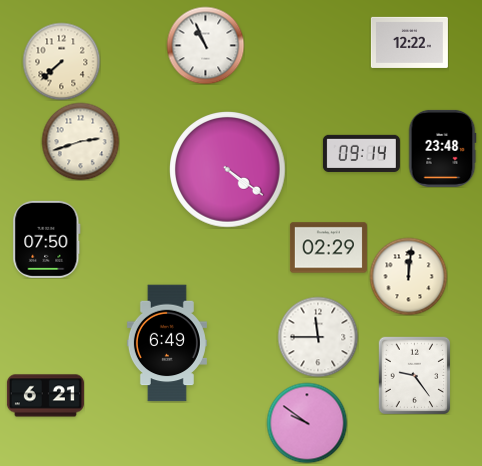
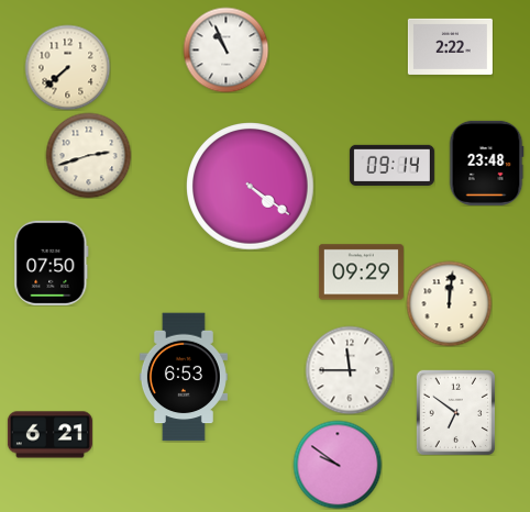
clock at (409, 42): 12:22 -> 2:22
clock at (361, 153) position: (361, 153) -> (391, 165)
clock at (328, 248): 02:29 -> 09:29
clock at (167, 343): 6:49 -> 6:53
clock at (414, 375): 9:24 -> 6:51
